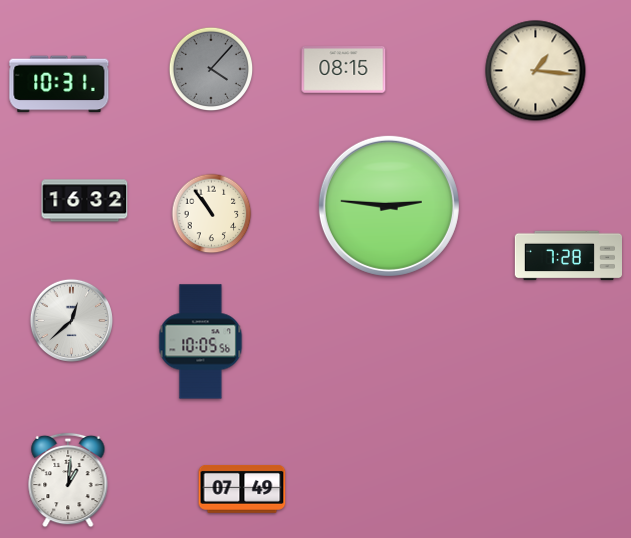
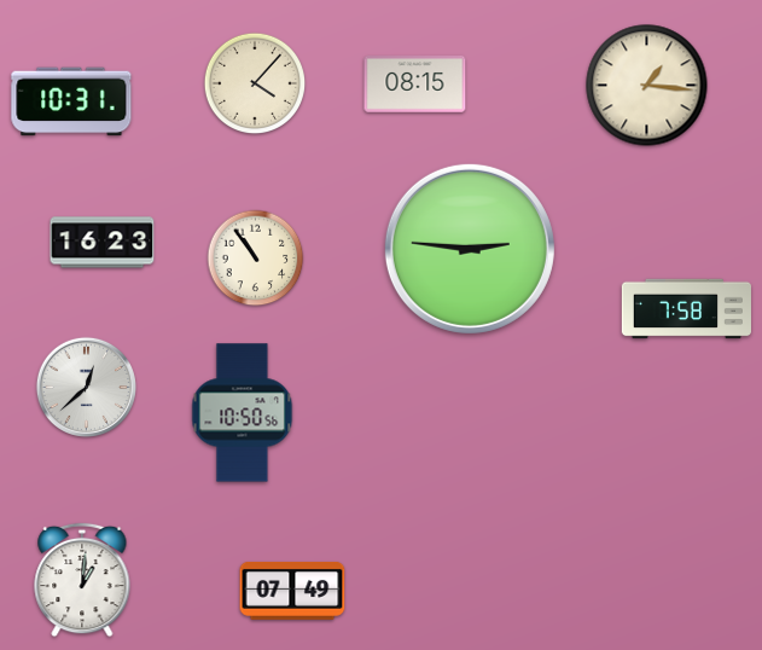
clock at (211, 69) dial: grey -> cream
clock at (85, 201): 16:32 -> 16:23
clock at (568, 256): 7:28 -> 7:58
clock at (201, 342): 10:05 -> 10:50
